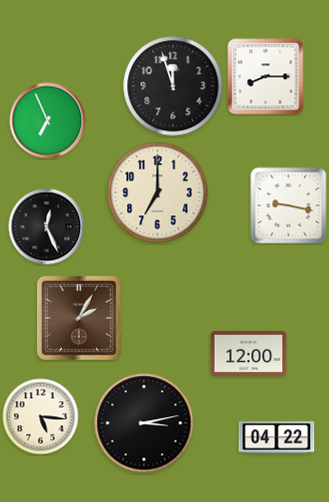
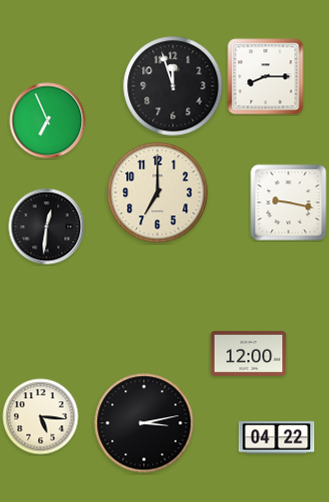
clock at (289, 206) position: (289, 206) -> (289, 203)
clock at (47, 227): 12:26 -> 12:31
clock at (79, 318): 2:05 -> none
